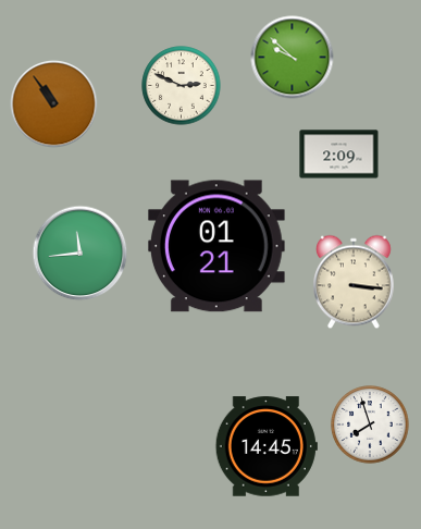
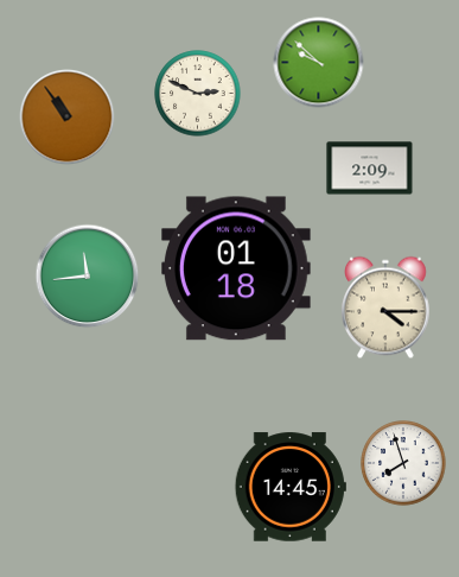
clock at (54, 104) position: (54, 104) -> (68, 118)
clock at (218, 246): 01:21 -> 01:18
clock at (355, 282): 3:16 -> 4:15
